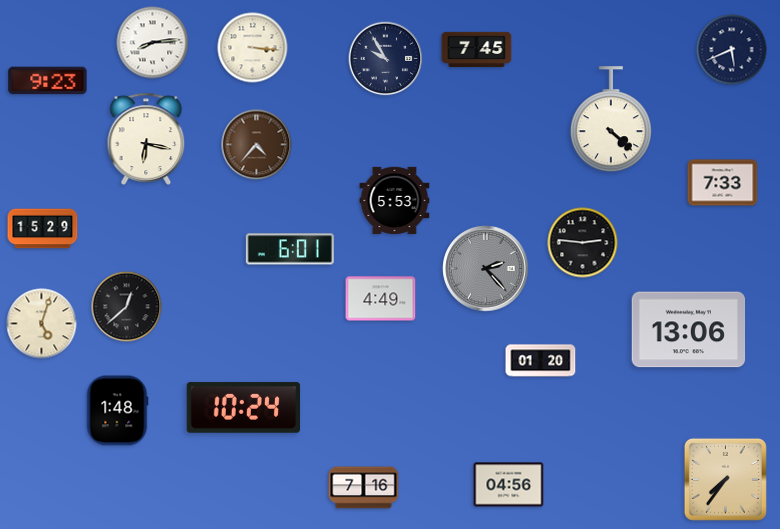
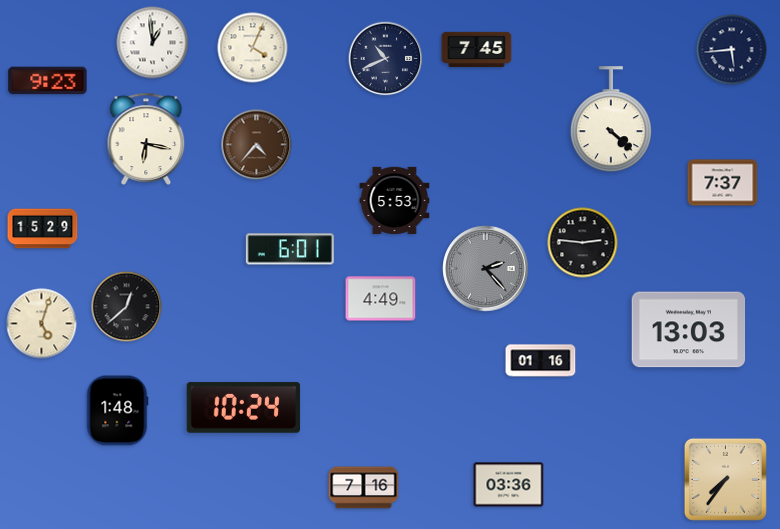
clock at (153, 43): 8:14 -> 12:59
clock at (253, 48): 3:16 -> 4:04
clock at (732, 50): 5:41 -> 5:44
clock at (386, 59): 9:55 -> 10:41
clock at (723, 183): 7:33 -> 7:37
clock at (689, 330): 13:06 -> 13:03
clock at (541, 361): 01:20 -> 01:16
clock at (509, 485): 04:56 -> 03:36
